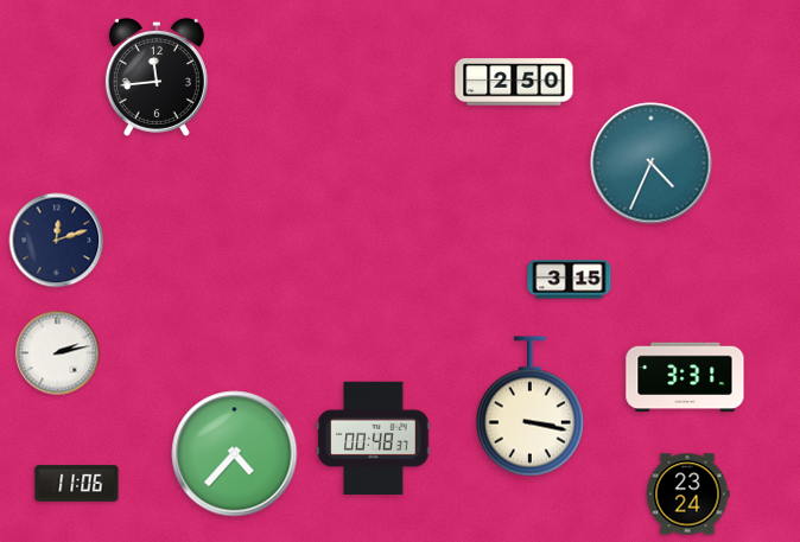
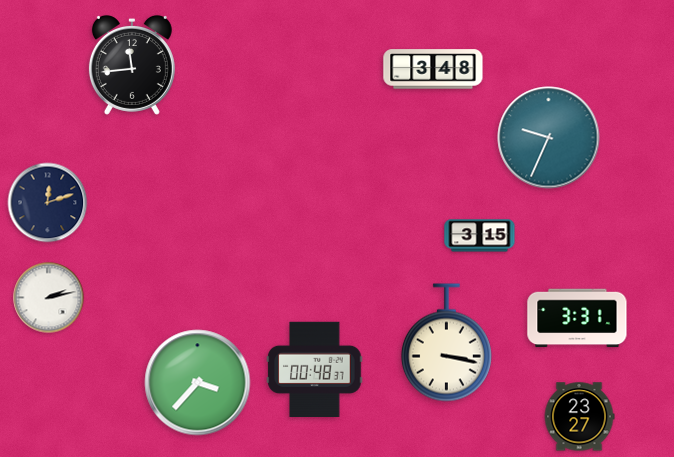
clock at (514, 82): 2:50 -> 3:48
clock at (652, 164): 4:34 -> 9:34
clock at (235, 454): 4:37 -> 3:37
clock at (77, 484): 11:06 -> none
clock at (687, 495): 23:24 -> 23:27
